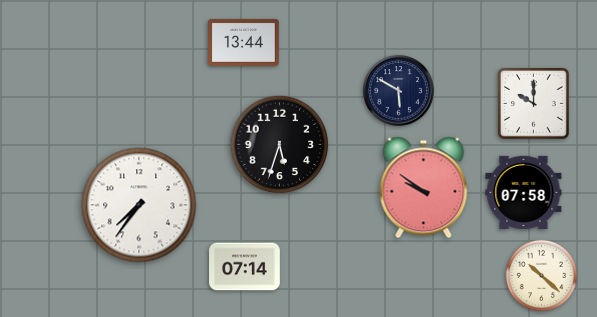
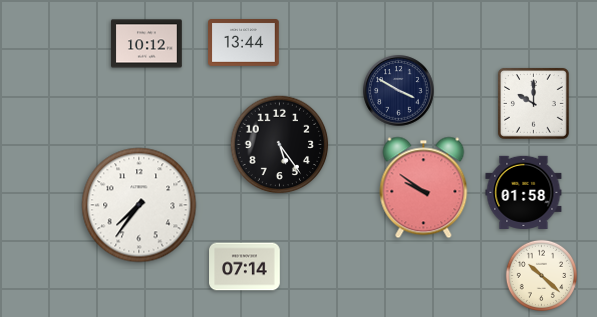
clock at (147, 44): none -> 10:12
clock at (399, 91): 5:50 -> 3:50
clock at (280, 145): 5:33 -> 5:24
clock at (524, 192): 07:58 -> 01:58
